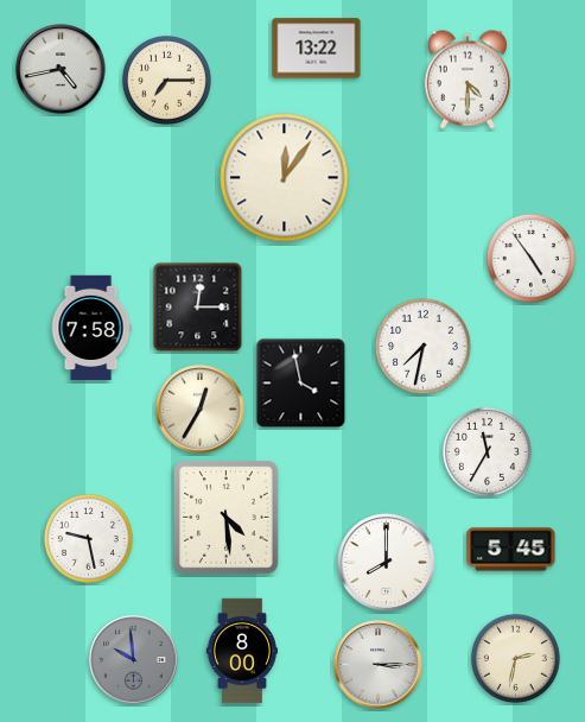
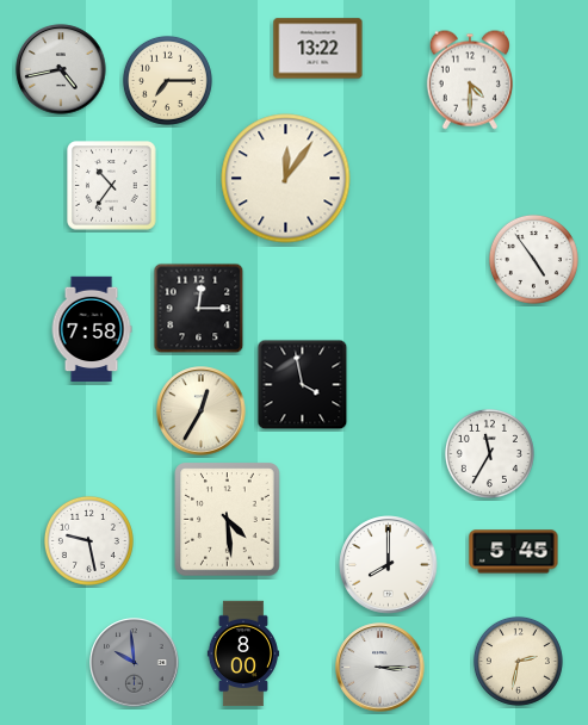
clock at (112, 186): none -> 10:36
clock at (424, 347): 7:32 -> none
